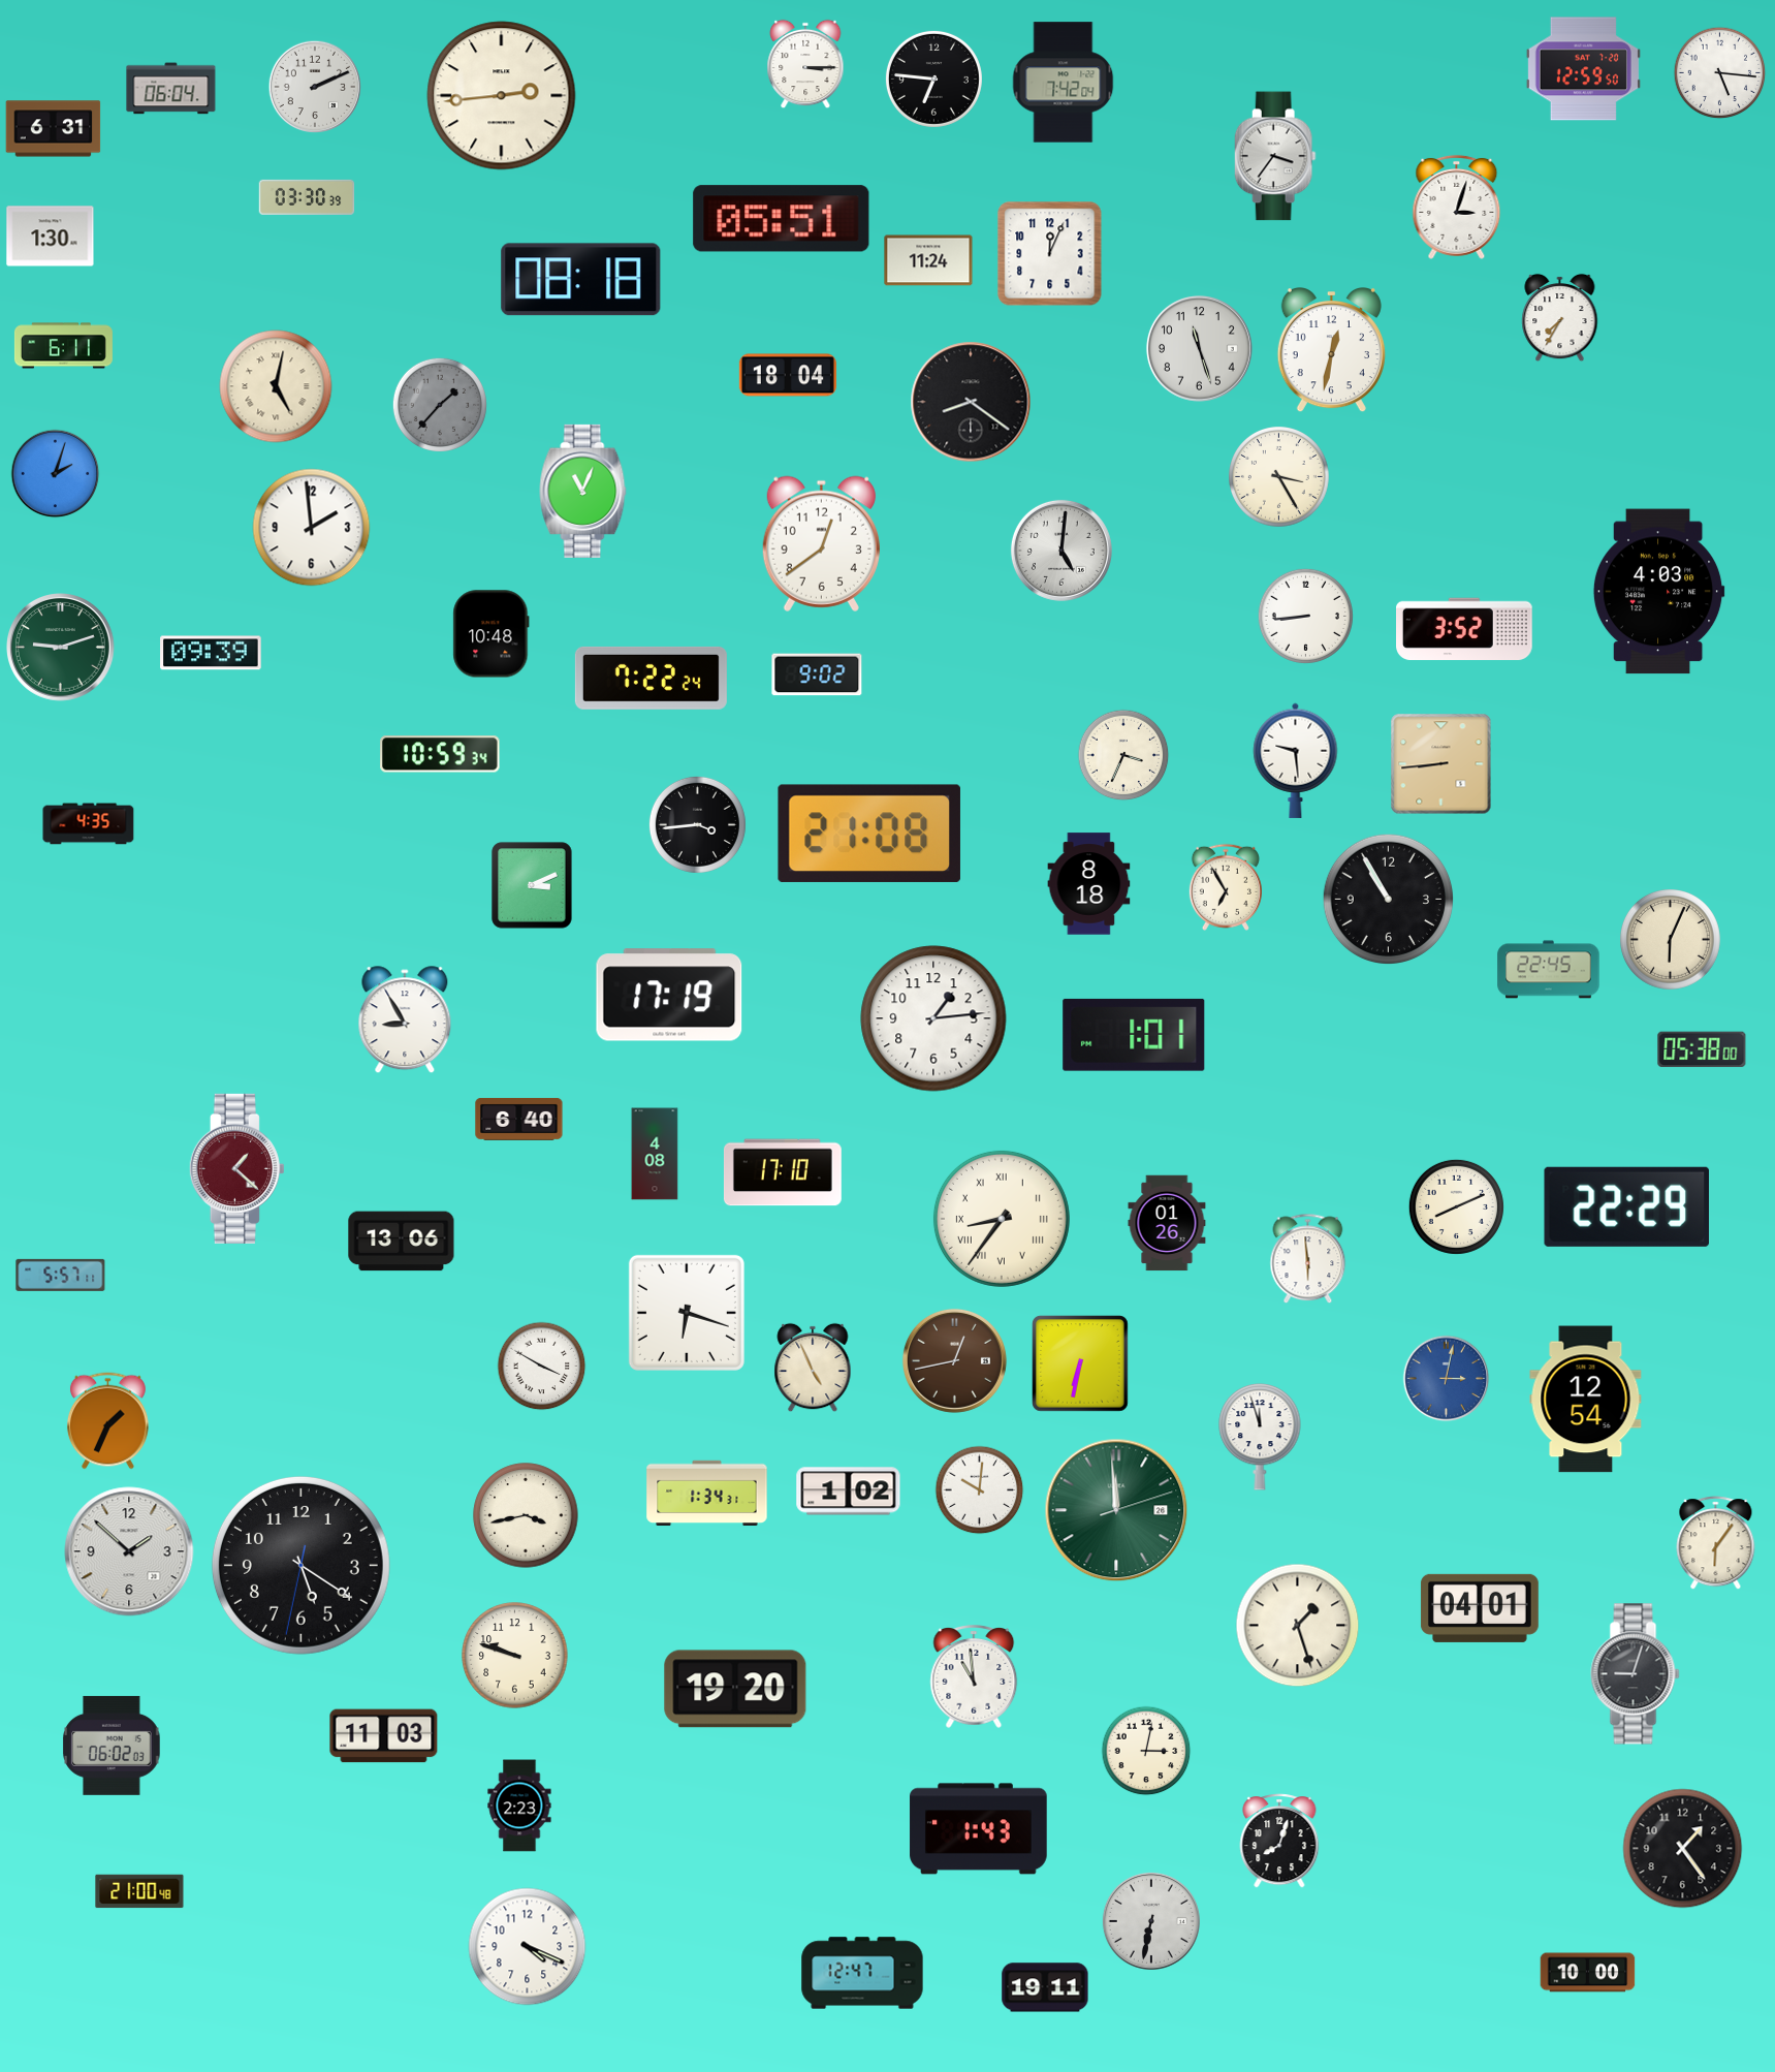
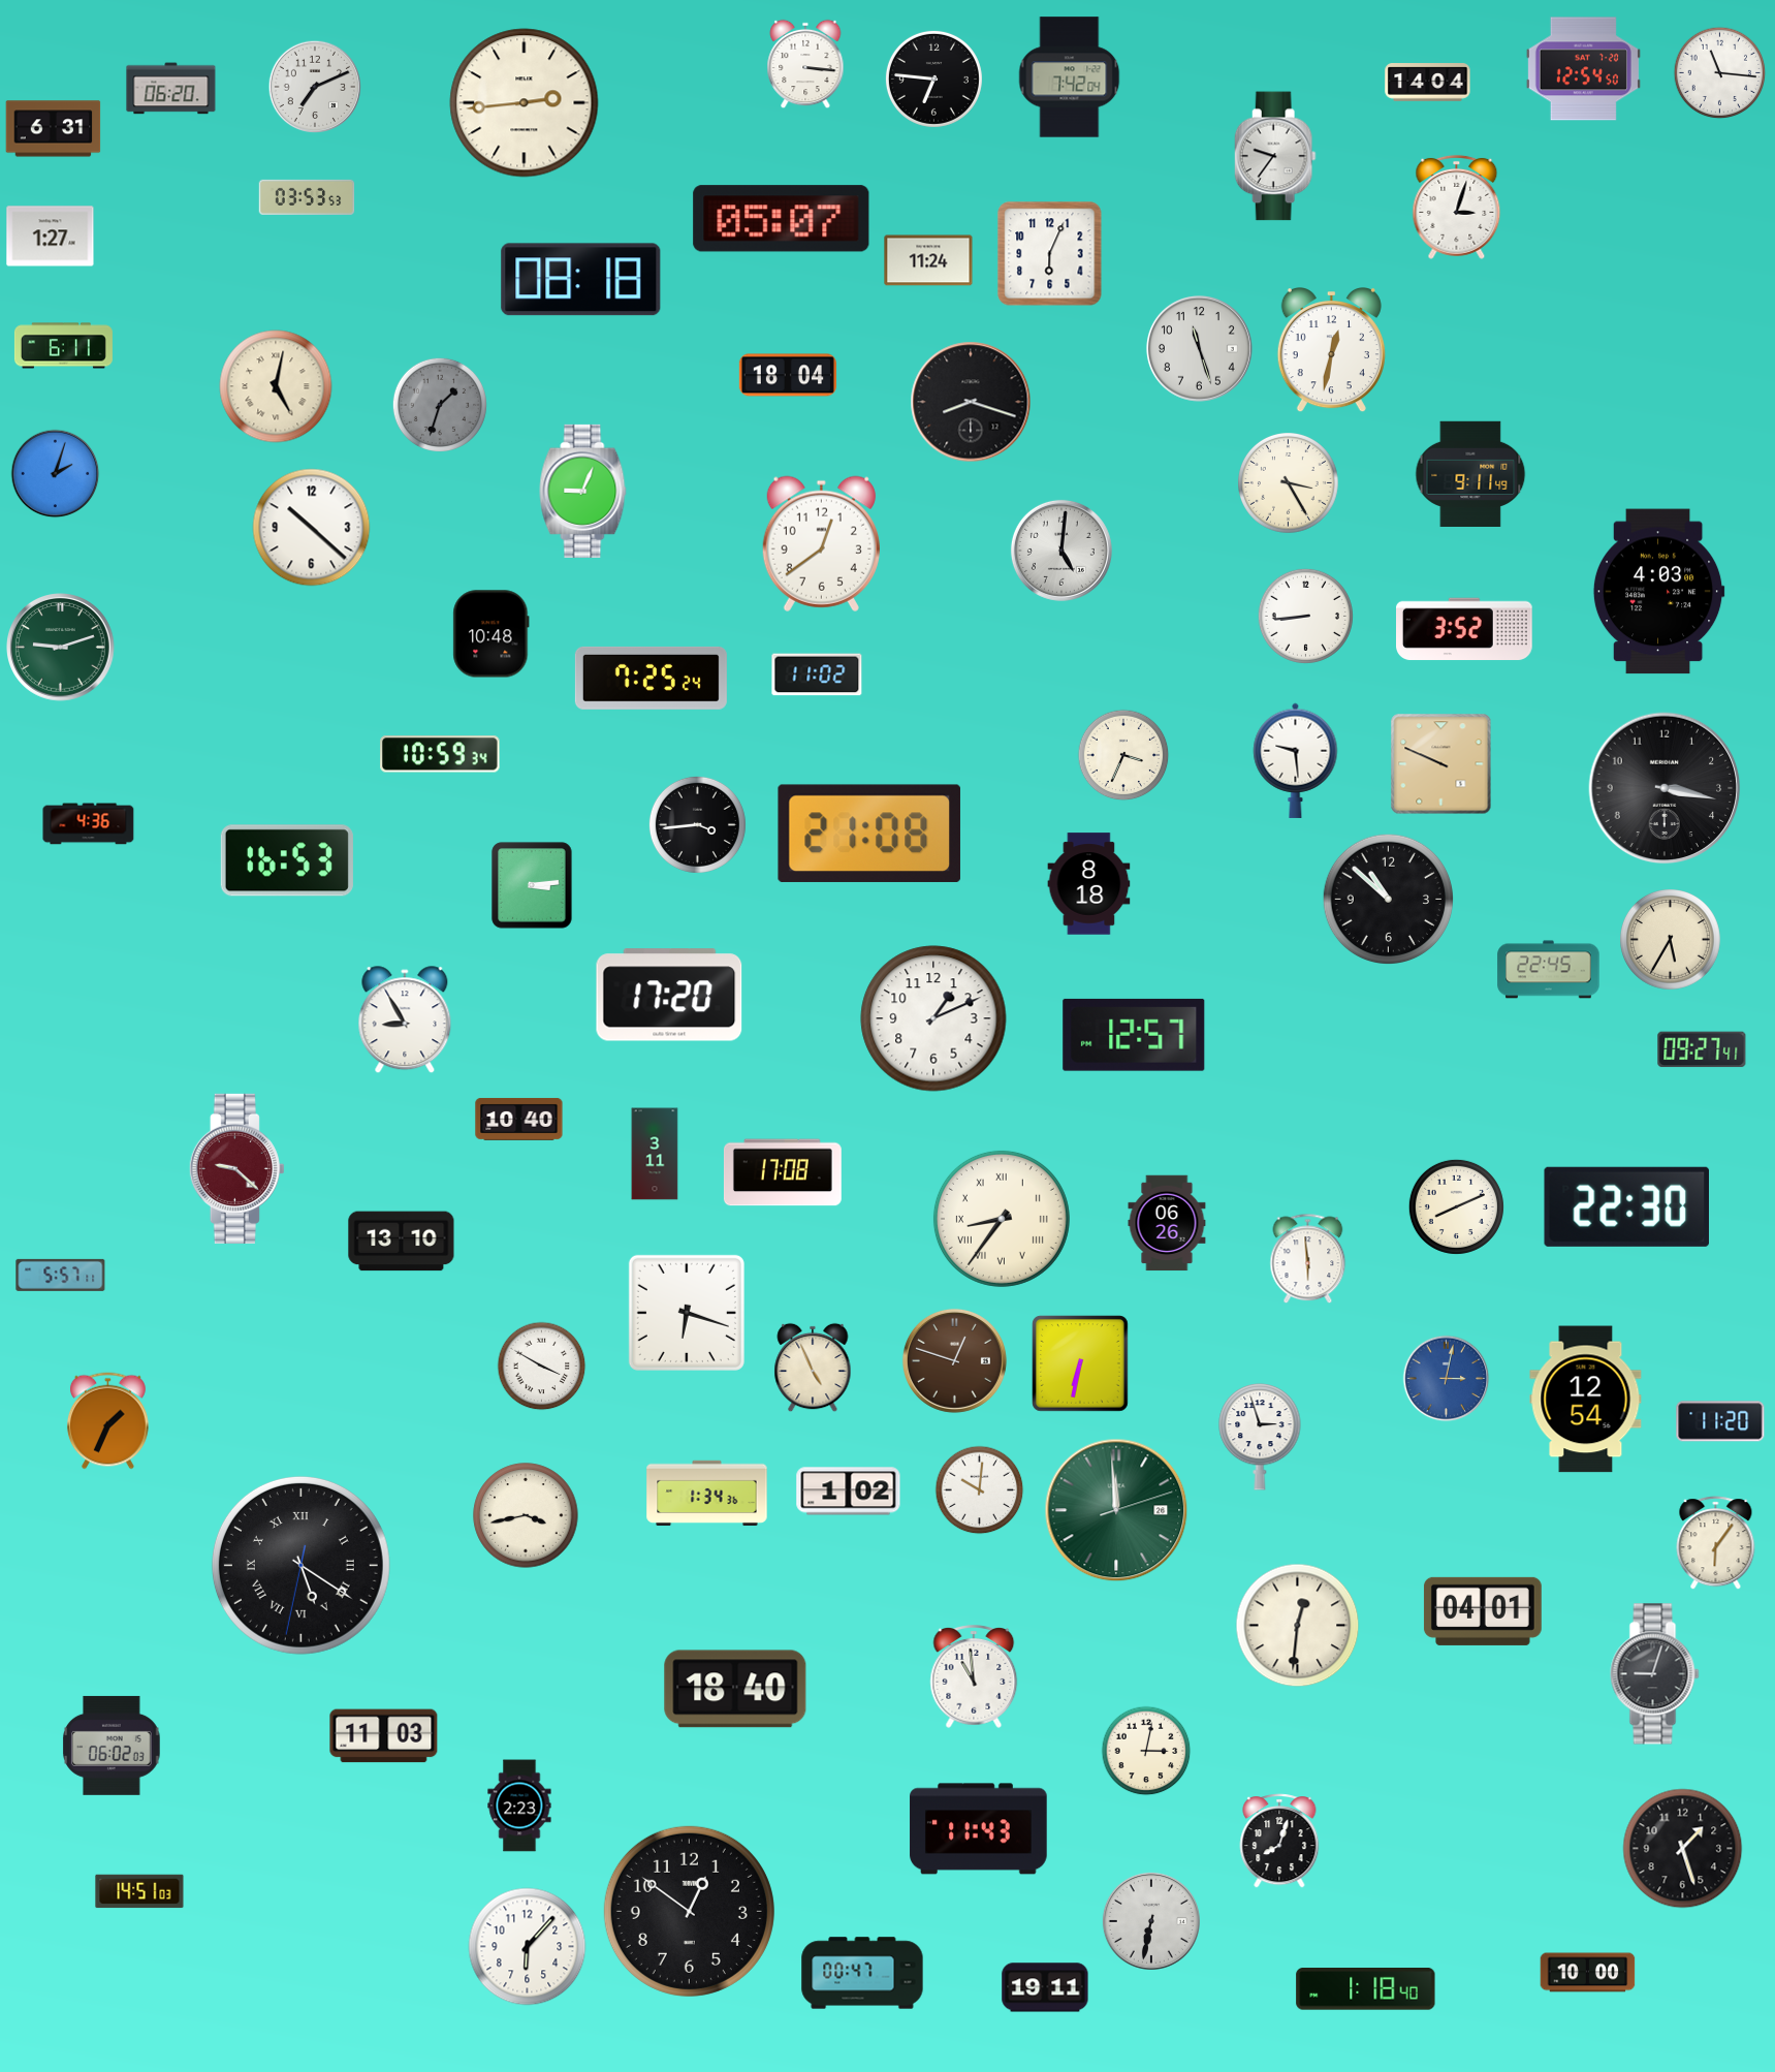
clock at (805, 64): 3:15 -> 3:16
clock at (1583, 69): 12:59 -> 12:54
clock at (1720, 73): 5:16 -> 11:16
clock at (1064, 83) position: (1064, 83) -> (1070, 77)
clock at (1428, 83): none -> 14:04
clock at (315, 87): 2:11 -> 7:11
clock at (171, 89): 06:04 -> 06:20
clock at (502, 96) position: (502, 96) -> (525, 103)
clock at (1275, 156): 3:36 -> 9:36
clock at (307, 197): 03:30 -> 03:53
clock at (782, 219): 05:51 -> 05:07
clock at (51, 237): 1:30 -> 1:27
clock at (1050, 254): 12:04 -> 6:04
clock at (1560, 318): 7:35 -> none
clock at (971, 402): 8:21 -> 8:18
clock at (440, 405): 1:37 -> 1:33
clock at (1470, 473): none -> 9:11
clock at (1279, 477) position: (1279, 477) -> (1289, 483)
clock at (583, 491): 11:04 -> 9:04
clock at (312, 528): 1:59 -> 10:22
clock at (211, 653): 09:39 -> none
clock at (817, 674): 9:02 -> 11:02
clock at (651, 678): 7:22 -> 7:25
clock at (1441, 764): 8:44 -> 9:49
clock at (1665, 788): none -> 3:17
clock at (89, 824): 4:35 -> 4:36
clock at (287, 860): none -> 16:53
clock at (532, 885): 3:11 -> 3:14
clock at (1226, 887): 6:55 -> none
clock at (1388, 899): 10:55 -> 10:52
clock at (1671, 940): 6:04 -> 5:35
clock at (669, 995): 17:19 -> 17:20
clock at (933, 1018): 1:14 -> 1:11
clock at (1134, 1035): 1:01 -> 12:57
clock at (1702, 1049): 05:38 -> 09:27
clock at (519, 1119): 6:40 -> 10:40
clock at (655, 1154): 4:08 -> 3:11
clock at (236, 1168): 1:22 -> 9:22
clock at (783, 1172): 17:10 -> 17:08
clock at (1626, 1206): 22:29 -> 22:30
clock at (1167, 1223): 01:26 -> 06:26
clock at (402, 1242): 13:06 -> 13:10
clock at (954, 1360): 12:43 -> 12:48
clock at (1720, 1421): none -> 11:20
clock at (1260, 1437): 11:57 -> 2:57
clock at (707, 1494): 1:34:31 -> 1:34:36
clock at (129, 1551): 1:52 -> none
clock at (300, 1565) numerals: Arabic -> Roman
clock at (1480, 1608) position: (1480, 1608) -> (1483, 1611)
clock at (1298, 1626): 1:27 -> 12:31
clock at (515, 1656): 9:48 -> none
clock at (1636, 1674) position: (1636, 1674) -> (1655, 1674)
clock at (735, 1689): 19:20 -> 18:40
clock at (979, 1829): 1:43 -> 11:43
clock at (1683, 1849): 1:24 -> 1:27
clock at (139, 1891): 21:00 -> 14:51
clock at (689, 1911): none -> 12:51
clock at (528, 1947): 4:19 -> 6:07
clock at (862, 1973): 12:47 -> 00:47
clock at (1366, 1989): none -> 1:18
